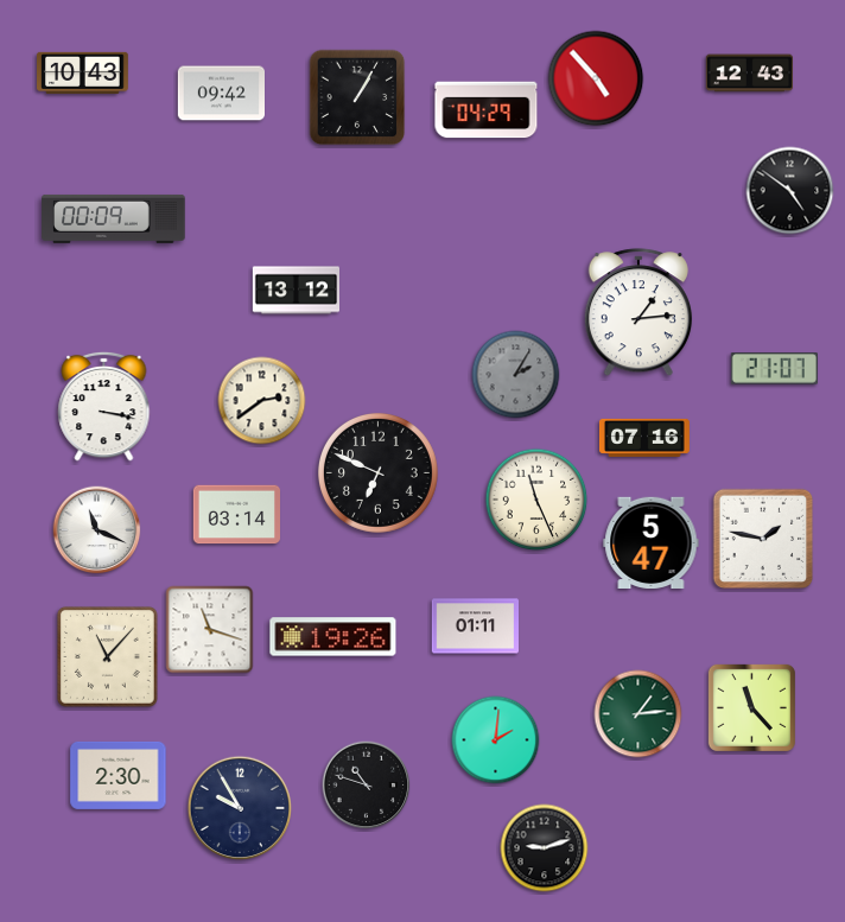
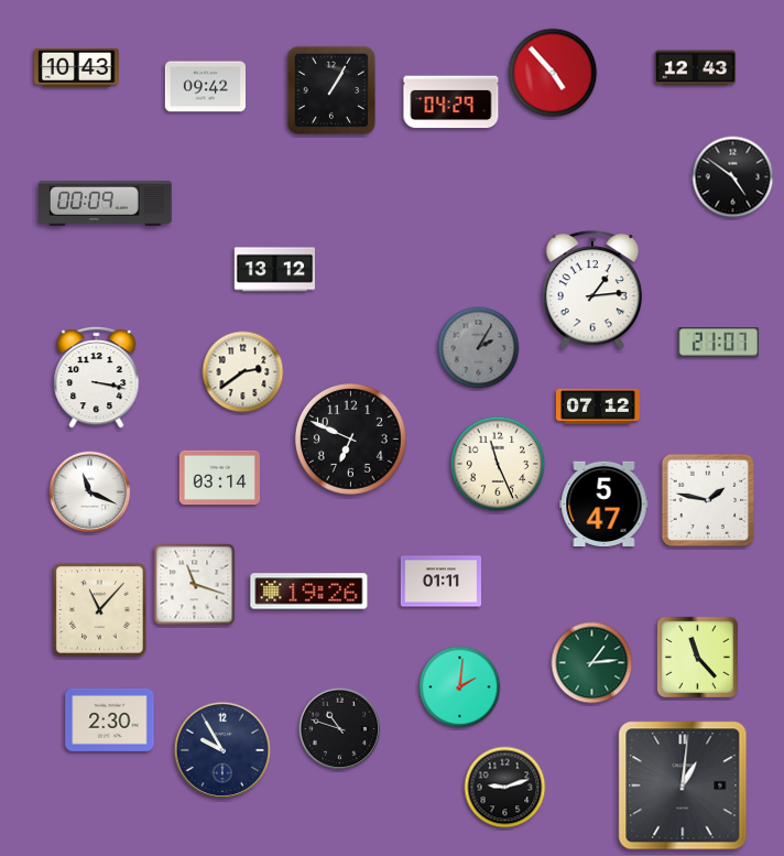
clock at (644, 438): 07:16 -> 07:12
clock at (683, 785): none -> 1:01
